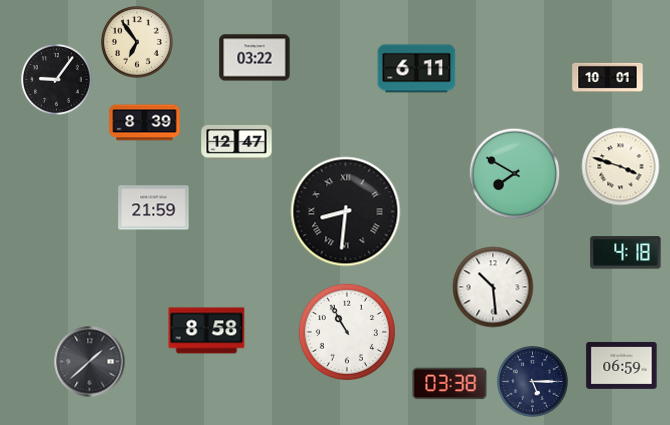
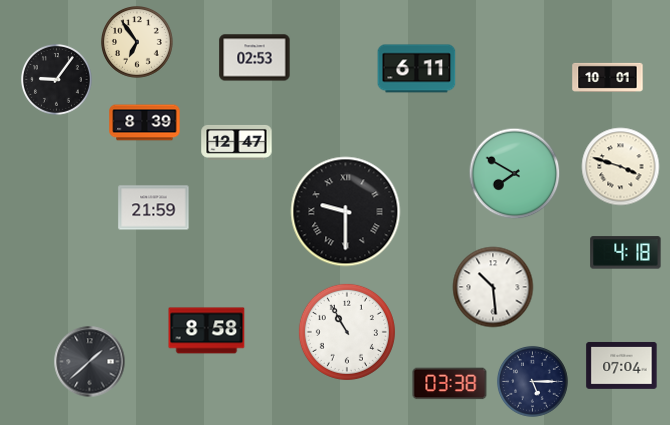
clock at (255, 58): 03:22 -> 02:53
clock at (346, 212): 8:31 -> 9:30
clock at (622, 365): 06:59 -> 07:04
